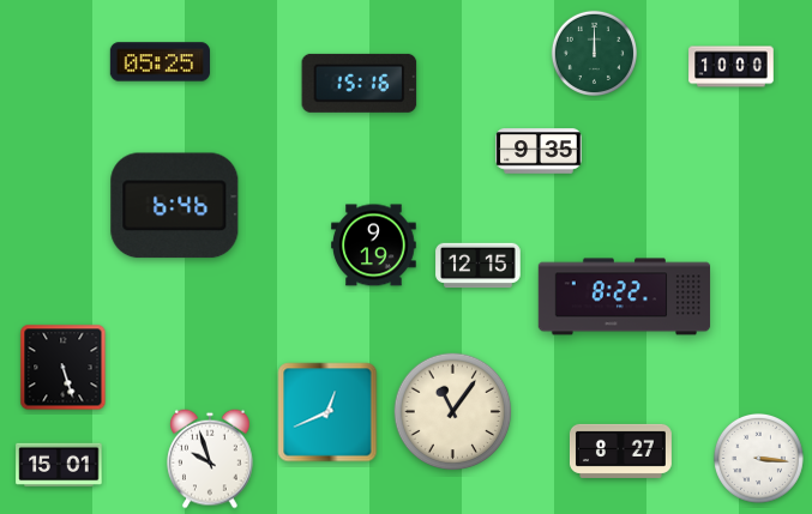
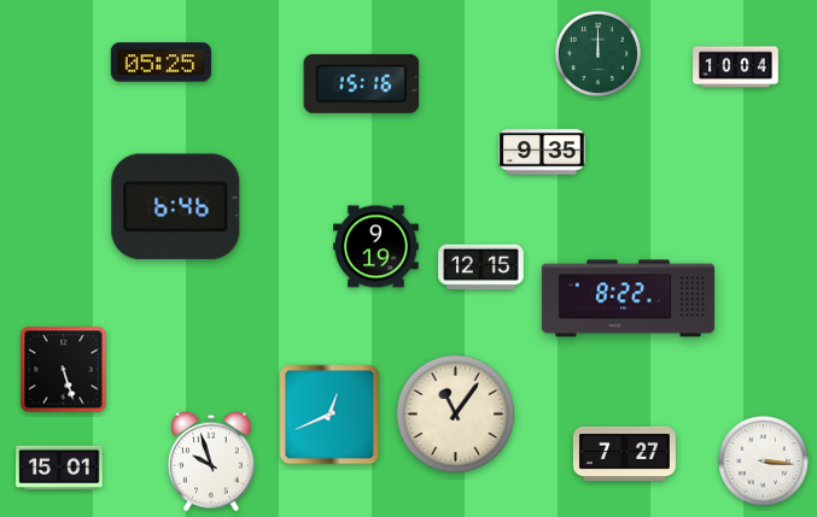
clock at (732, 67): 10:00 -> 10:04
clock at (620, 450): 8:27 -> 7:27
